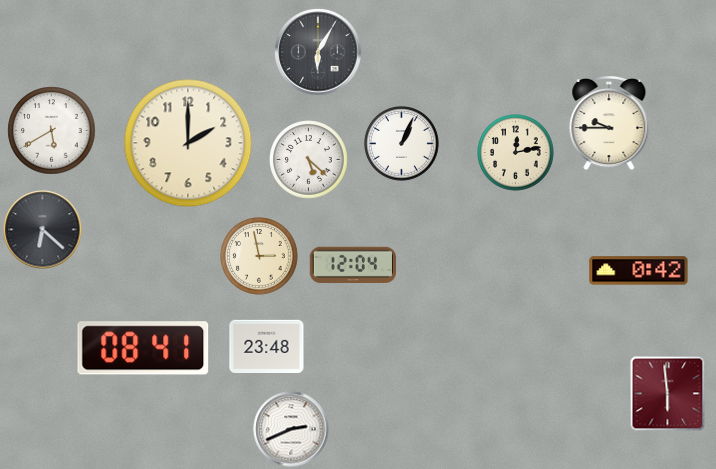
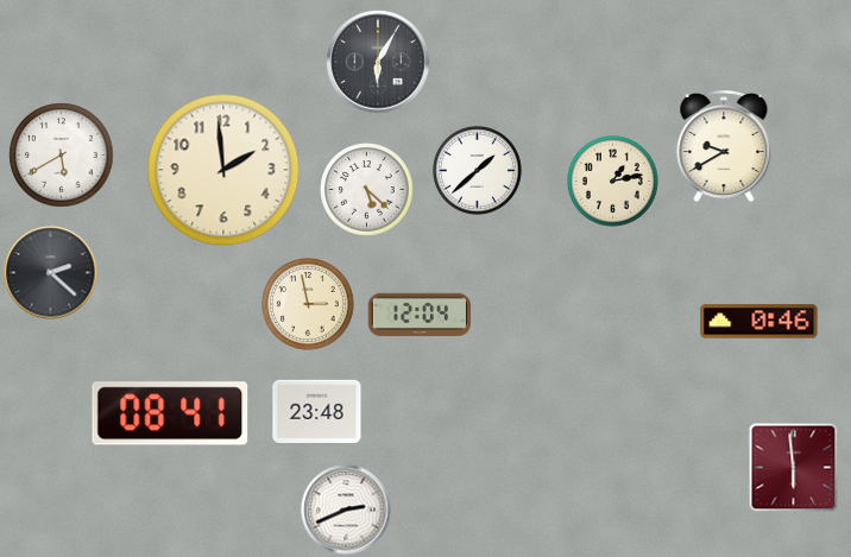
clock at (609, 123): 9:45 -> 9:40
clock at (188, 143): 2:00 -> 1:59
clock at (402, 144): 1:04 -> 1:38
clock at (516, 153): 12:13 -> 1:13
clock at (43, 230): 6:22 -> 2:22
clock at (639, 271): 0:42 -> 0:46
